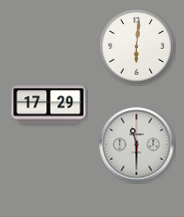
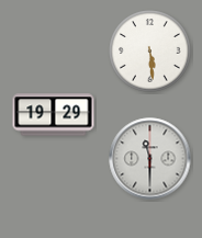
clock at (137, 47): 6:01 -> 5:29
clock at (49, 105): 17:29 -> 19:29
